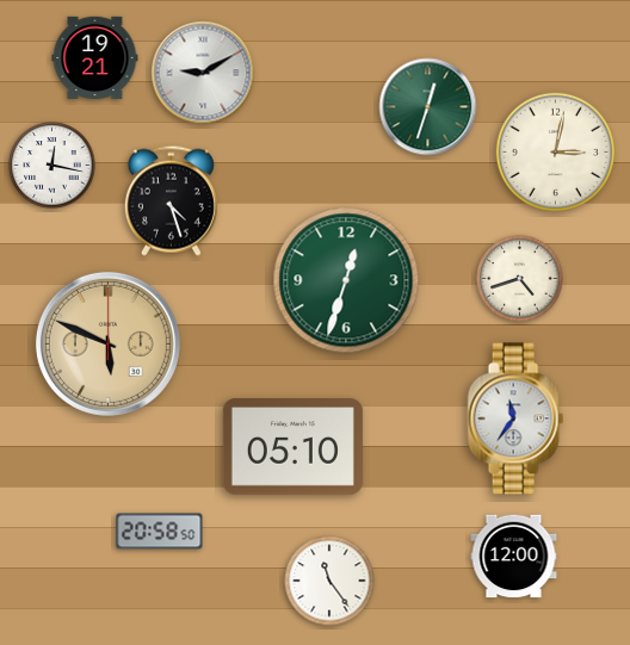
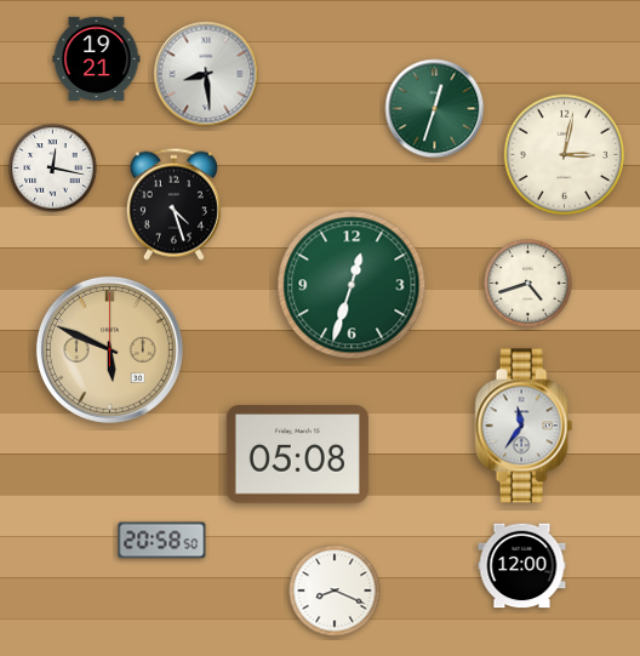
clock at (203, 73): 9:10 -> 8:29
clock at (292, 447): 05:10 -> 05:08
clock at (329, 581): 11:24 -> 8:19
